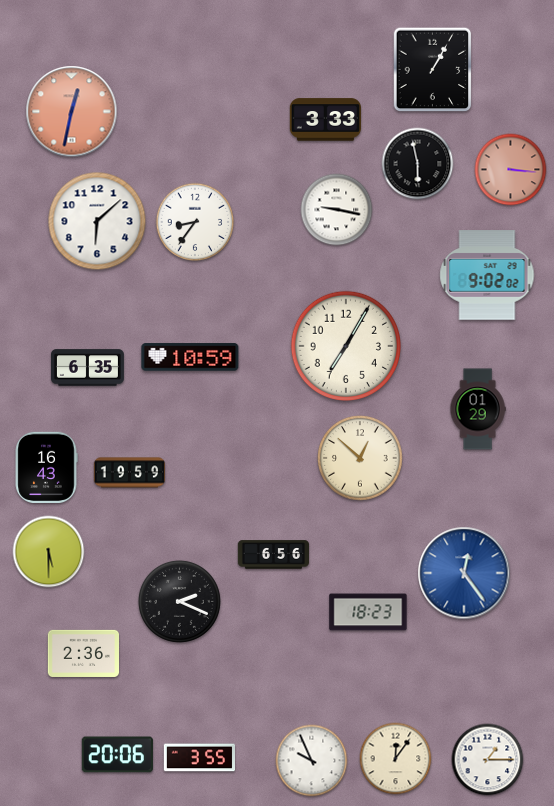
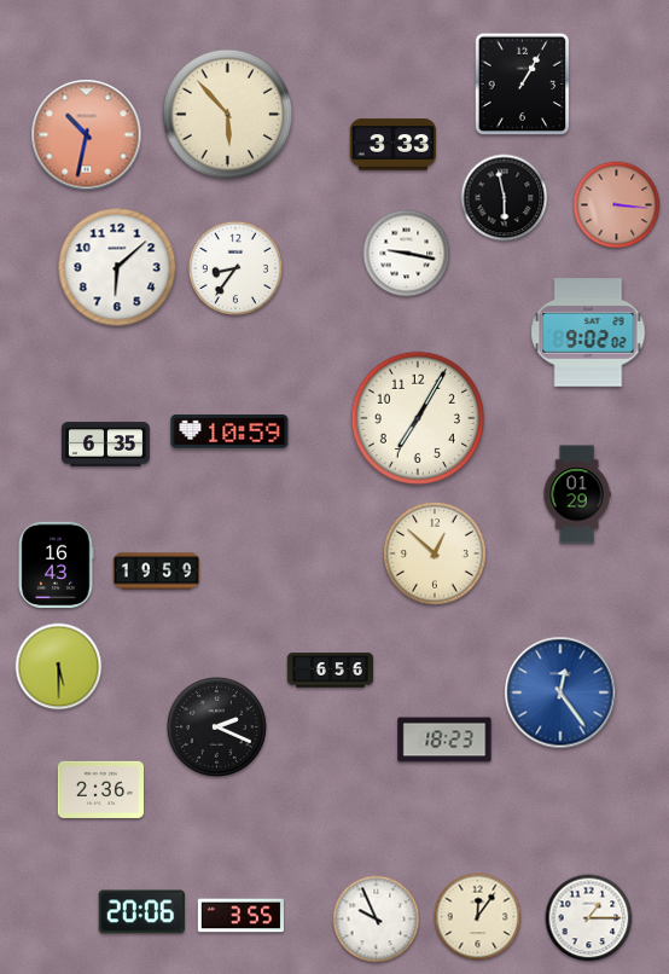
clock at (228, 115): none -> 5:53
clock at (72, 112): 12:32 -> 10:32
